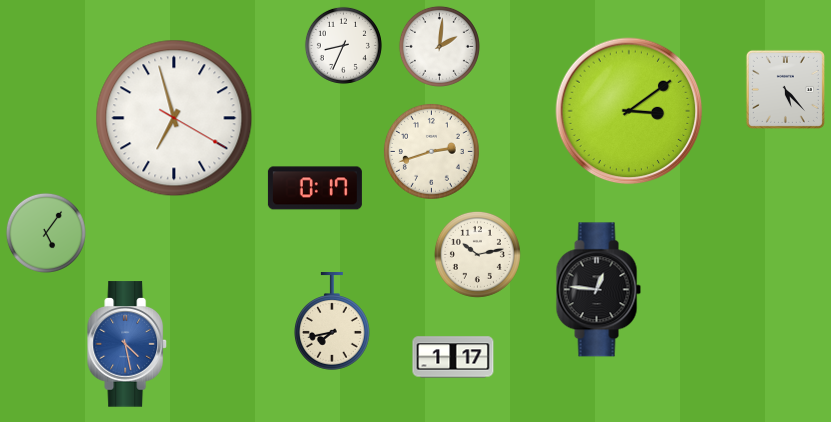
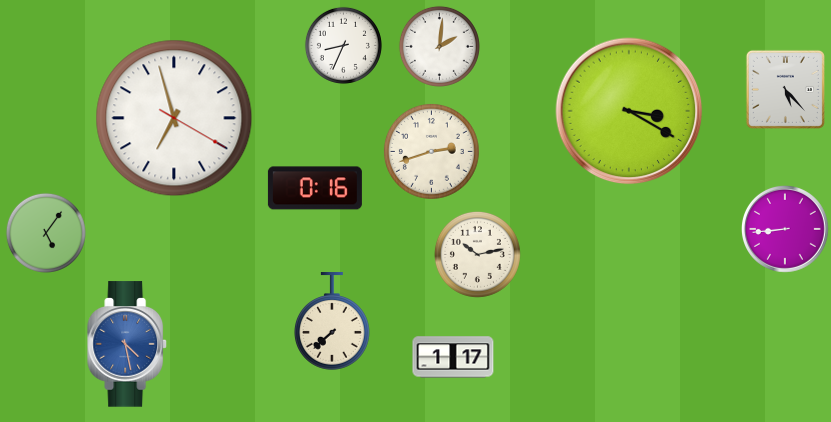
clock at (629, 111): 3:09 -> 3:20
clock at (315, 188): 0:17 -> 0:16
clock at (785, 229): none -> 8:44
clock at (598, 290): 12:46 -> none
clock at (332, 321): 7:43 -> 7:38
